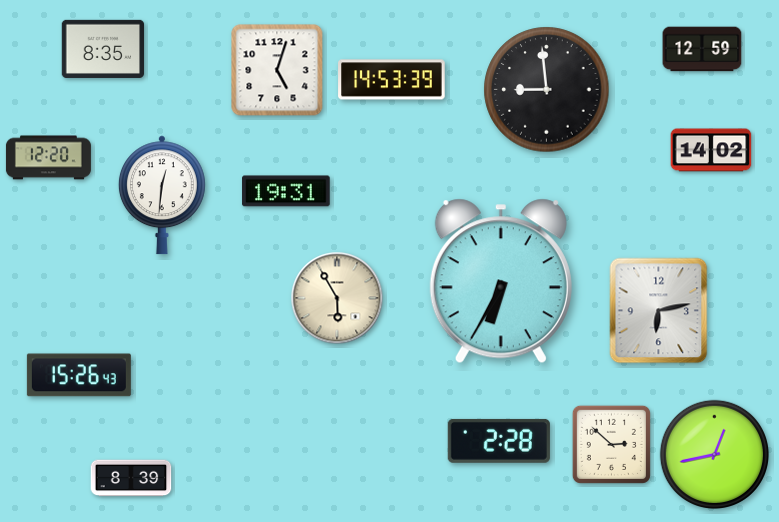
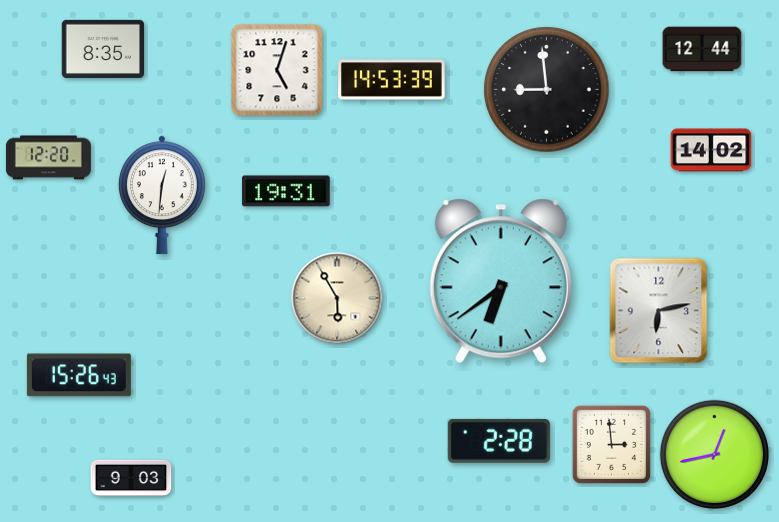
clock at (702, 49): 12:59 -> 12:44
clock at (501, 281): 6:35 -> 6:39
clock at (611, 444): 2:52 -> 2:59
clock at (131, 478): 8:39 -> 9:03
